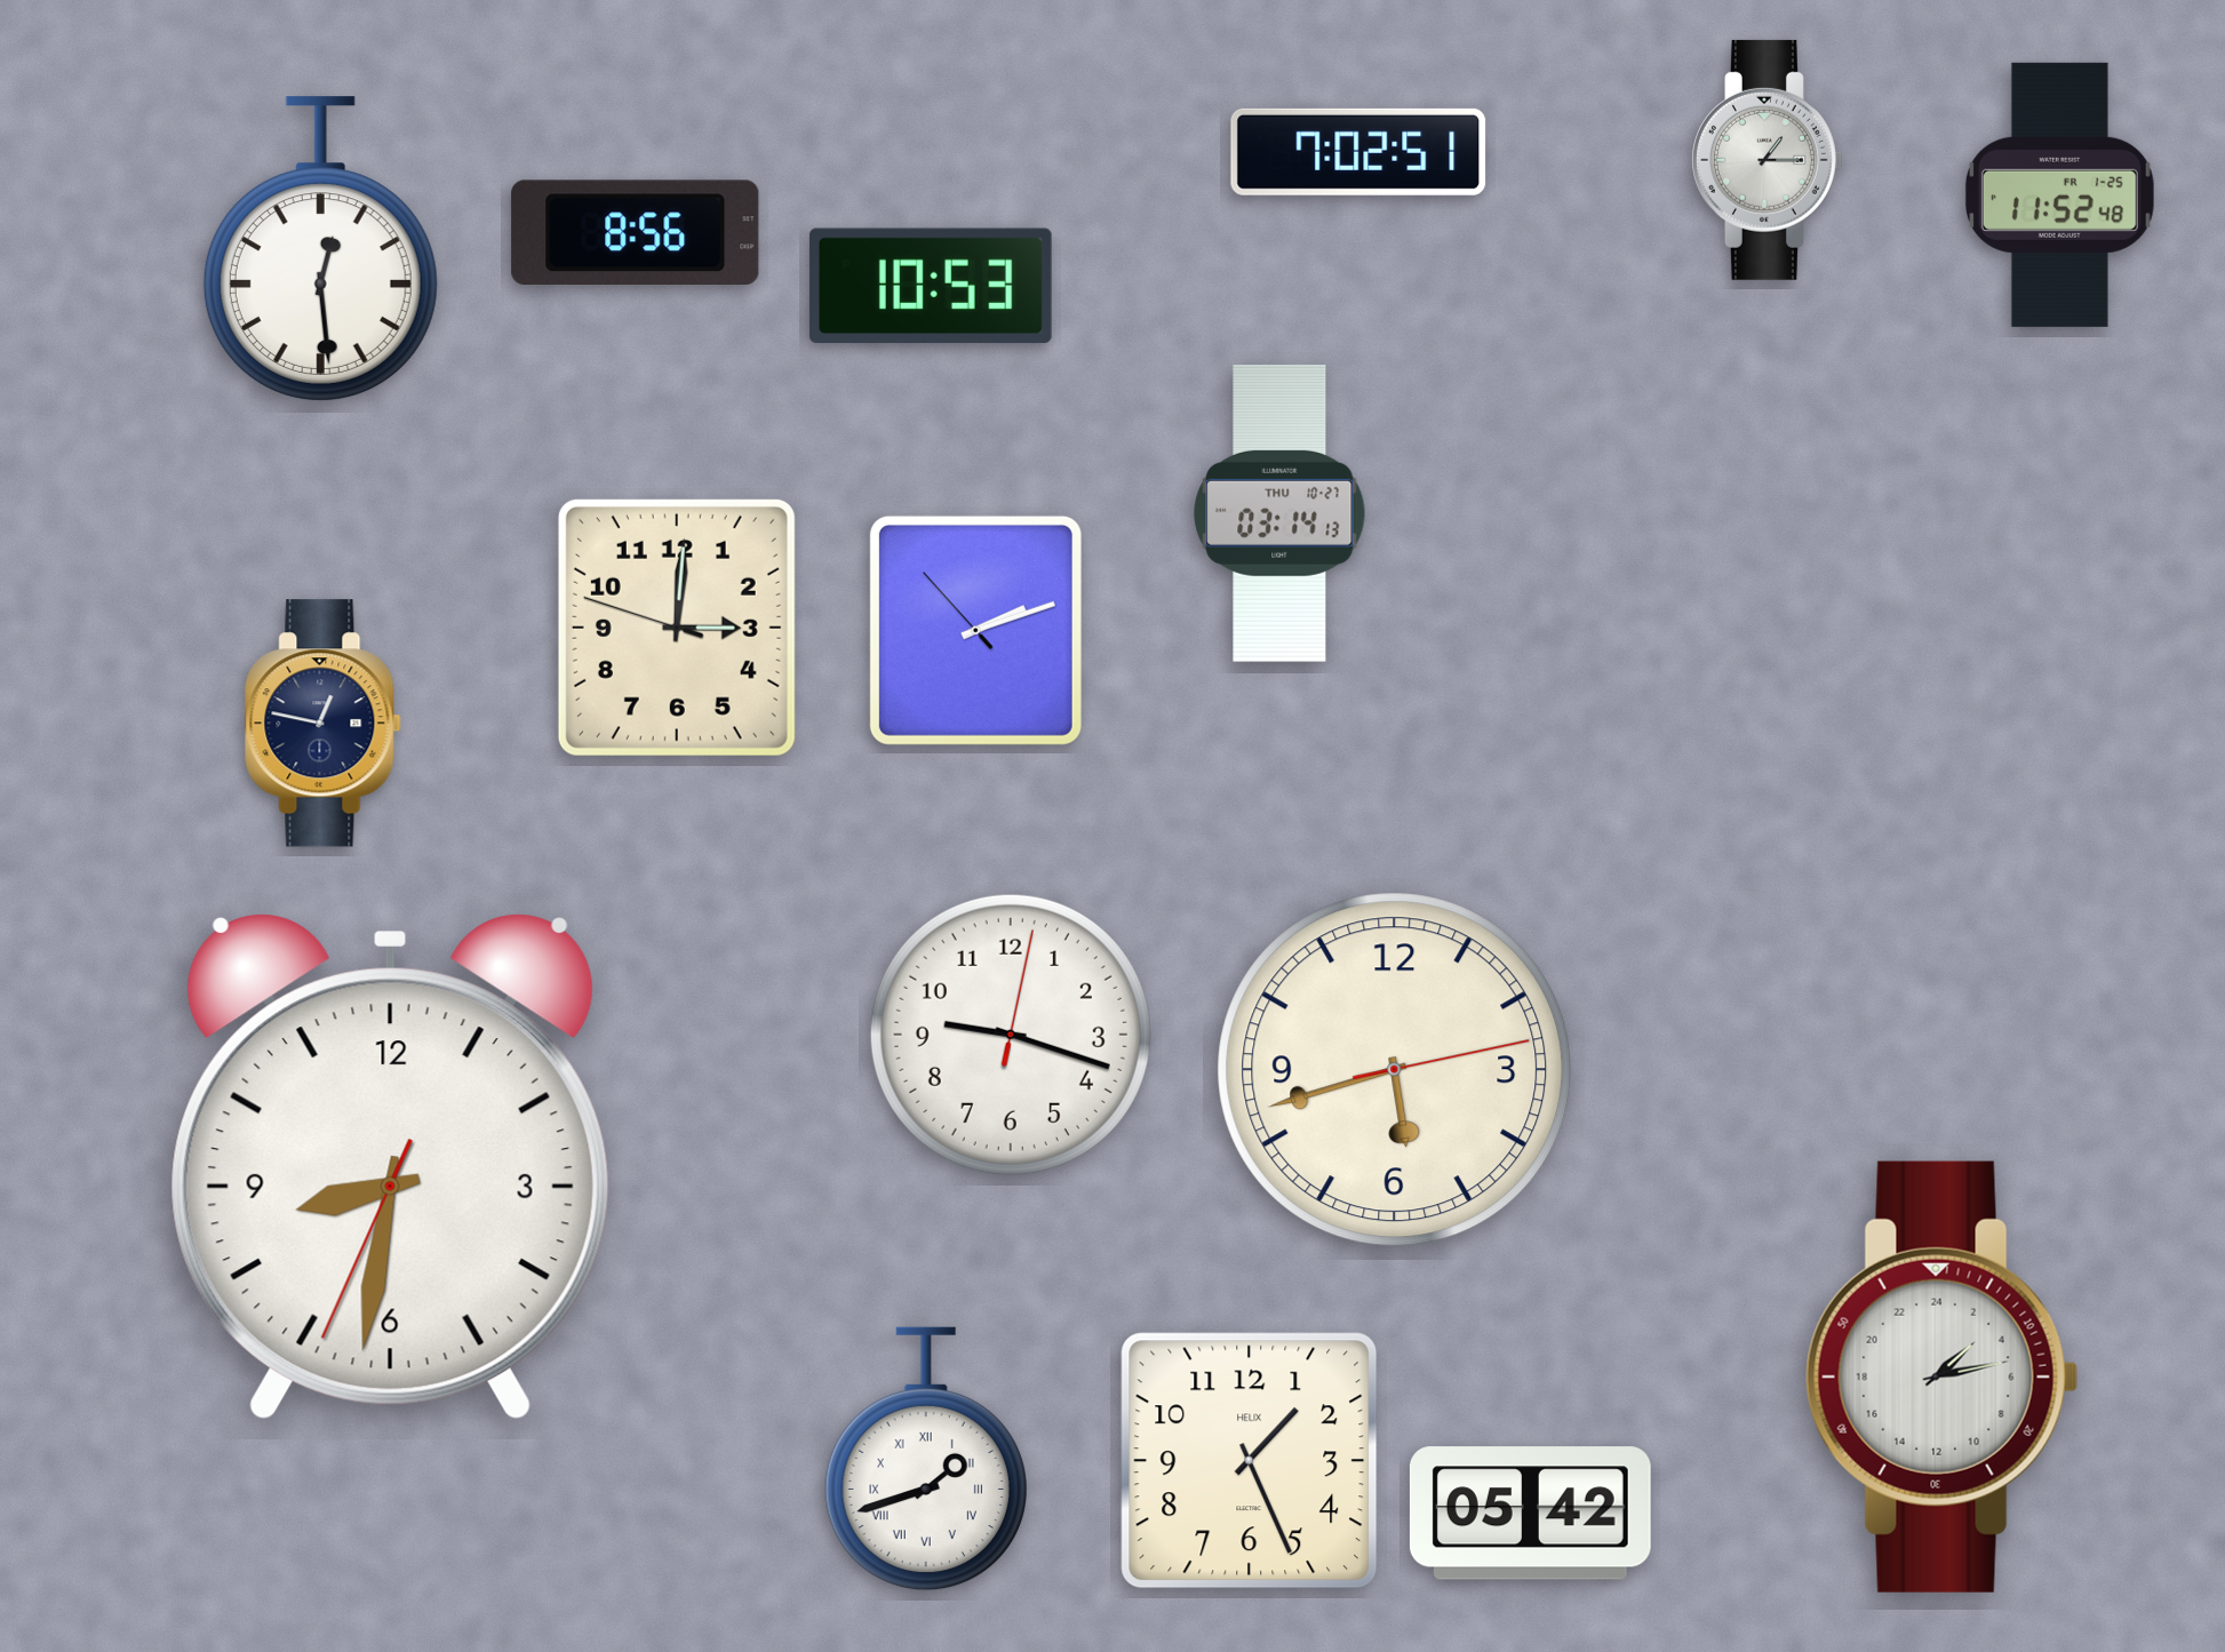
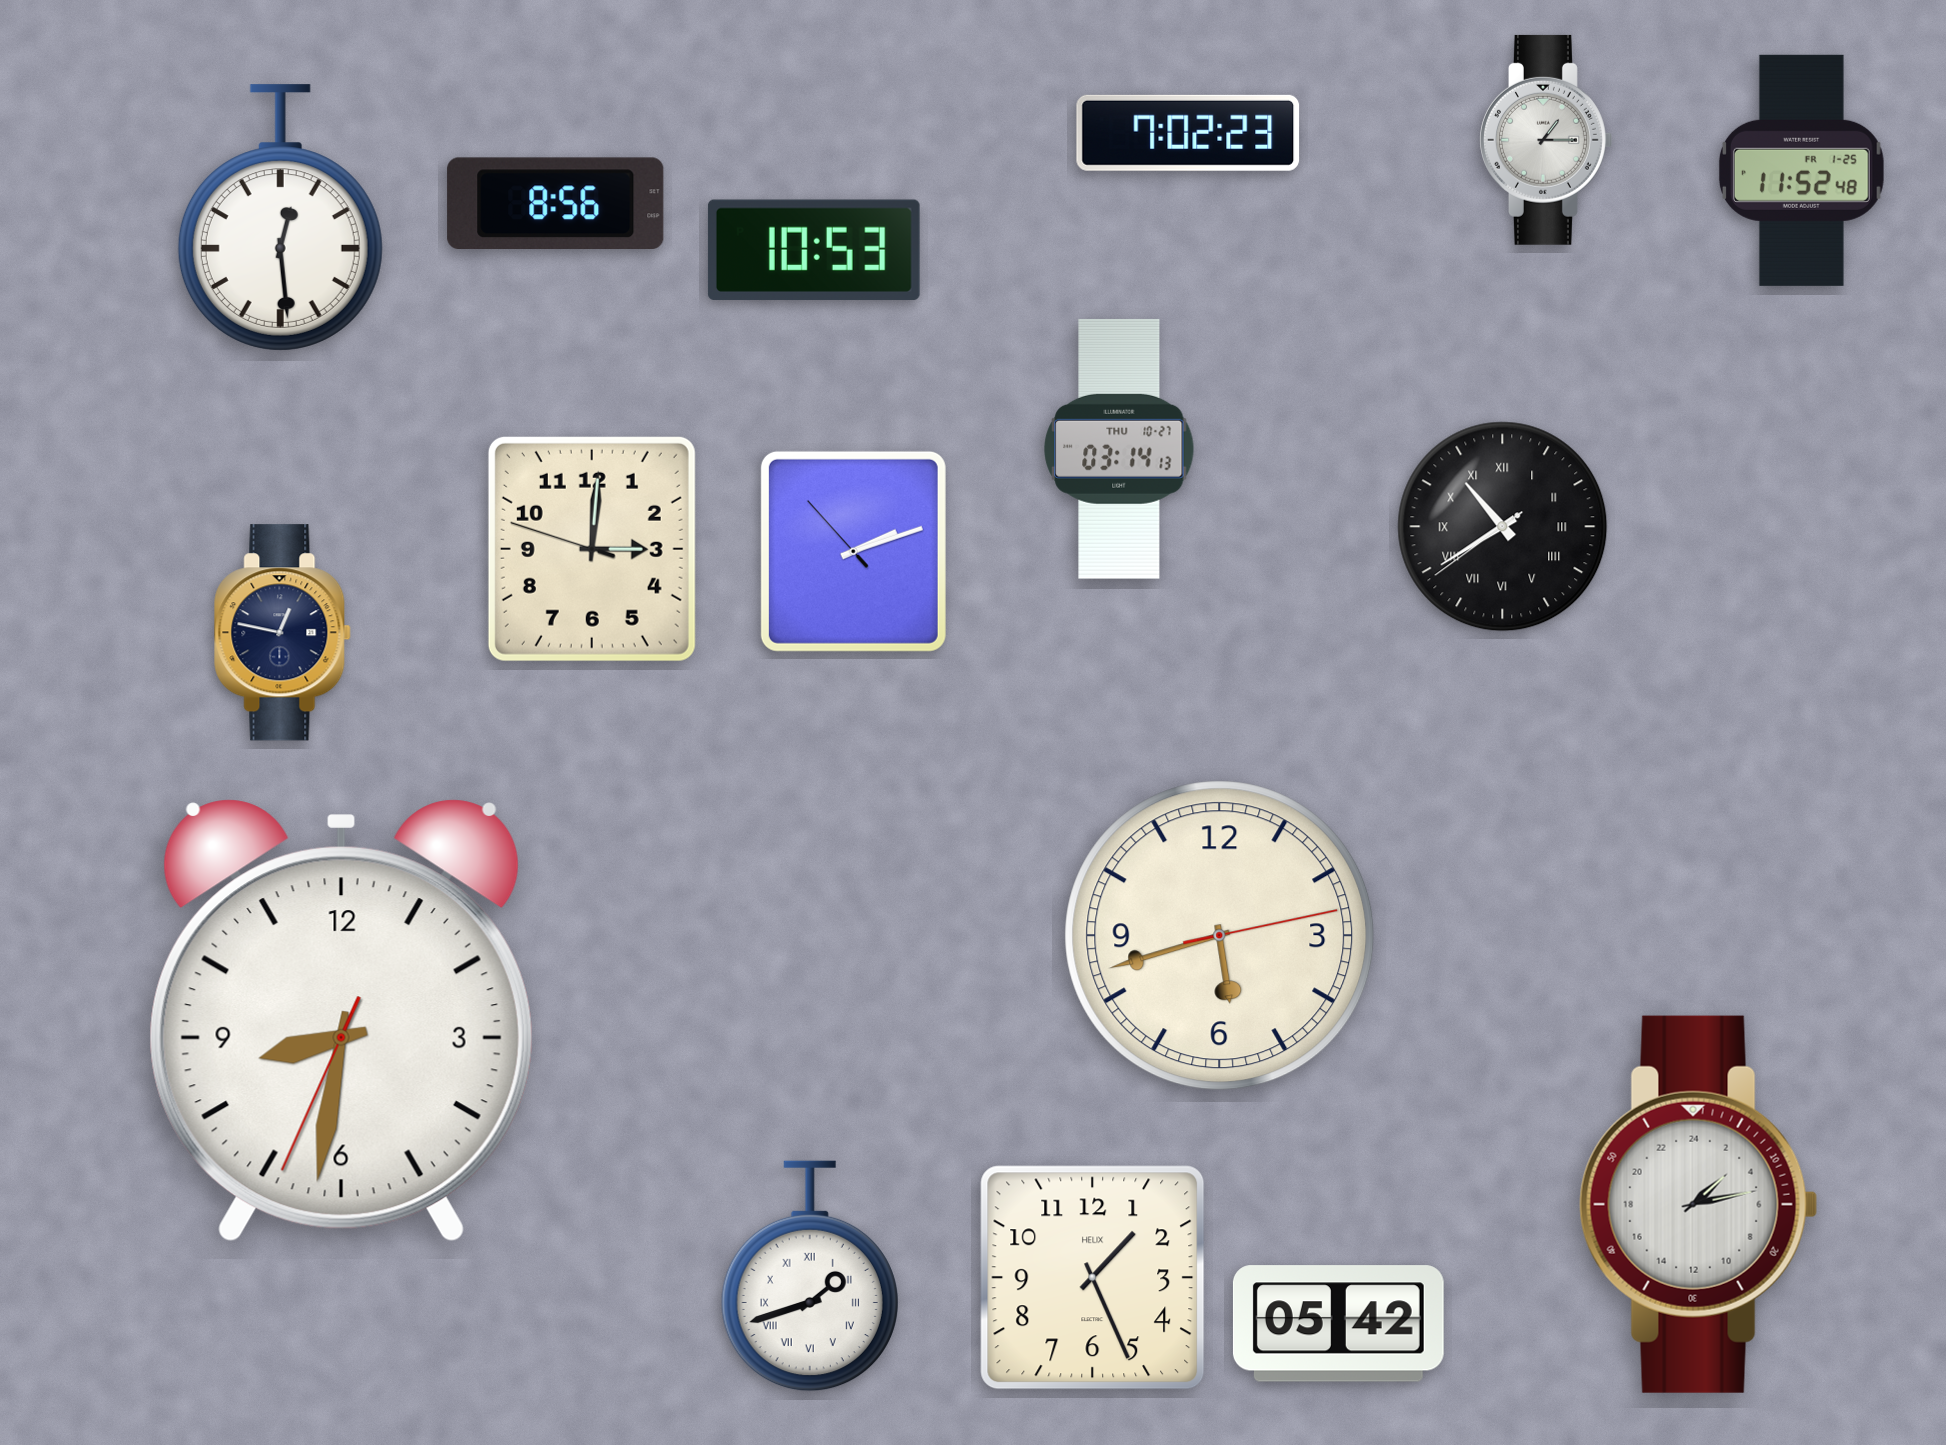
clock at (1358, 152): 7:02:51 -> 7:02:23
clock at (1503, 527): none -> 10:39
clock at (1011, 1035): 9:18 -> none
